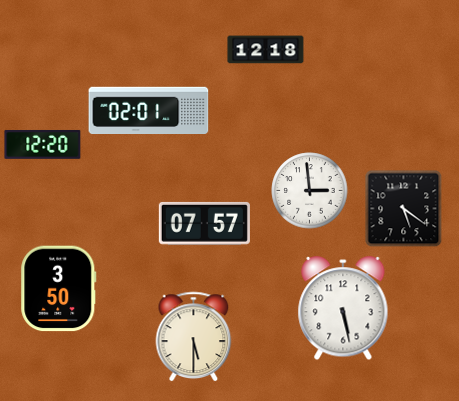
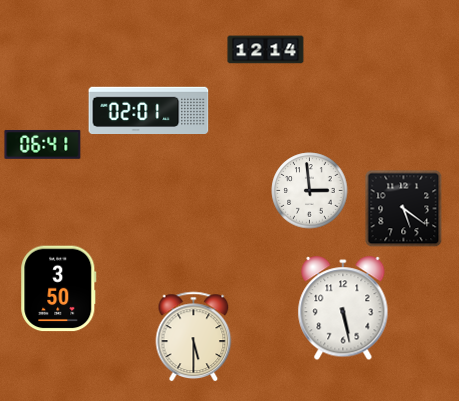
clock at (266, 50): 12:18 -> 12:14
clock at (43, 145): 12:20 -> 06:41
clock at (204, 223): 07:57 -> none
